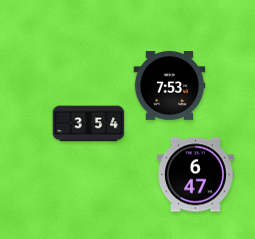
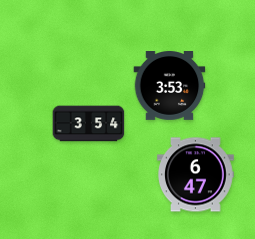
clock at (170, 86): 7:53 -> 3:53
